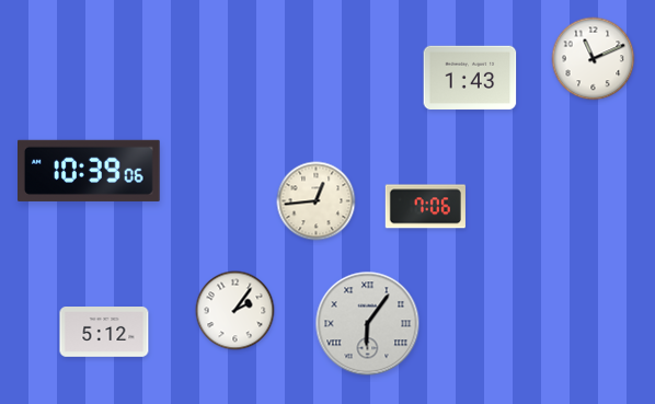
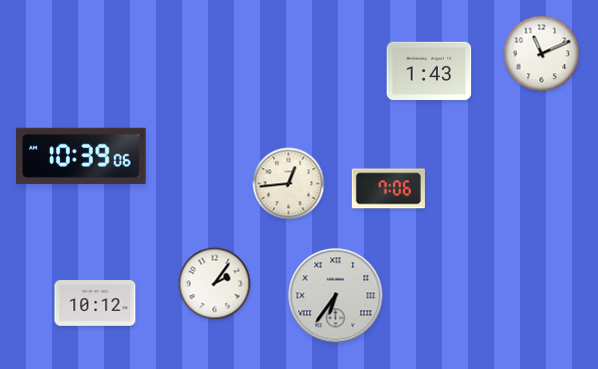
clock at (368, 324): 6:06 -> 6:36
clock at (104, 332): 5:12 -> 10:12
